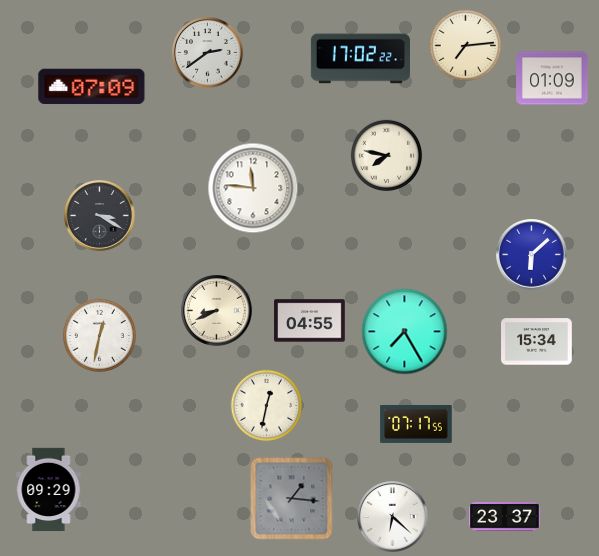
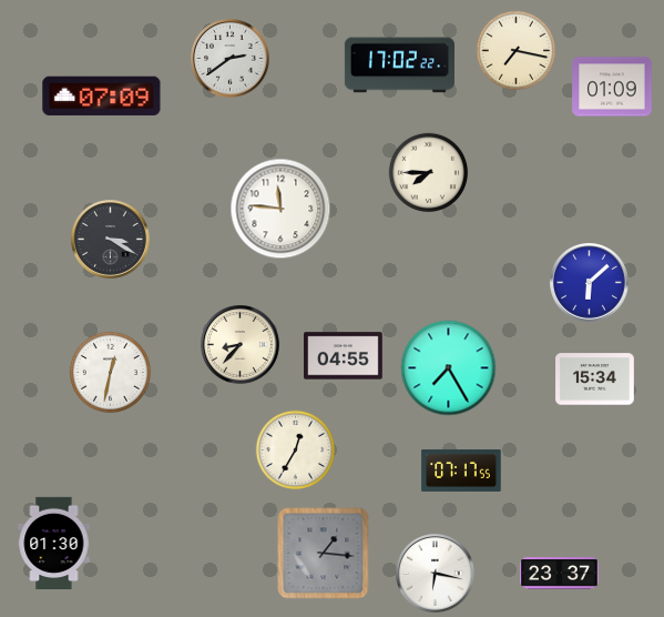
clock at (466, 46): 7:14 -> 7:17
clock at (387, 156): 7:47 -> 7:45
clock at (217, 311): 8:41 -> 8:37
clock at (267, 406): 12:32 -> 12:35
clock at (49, 490): 09:29 -> 01:30
clock at (393, 517): 6:22 -> 6:17
